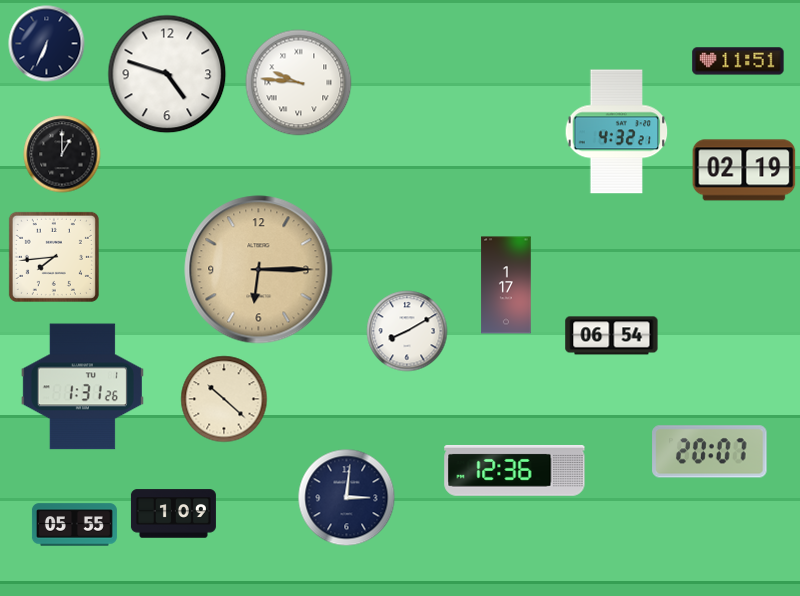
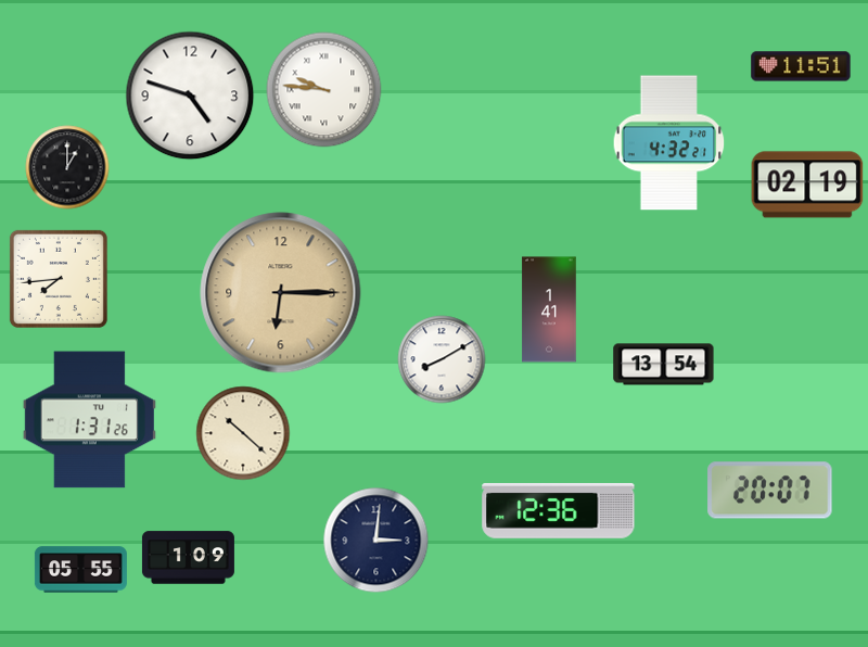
clock at (47, 44): 6:34 -> none
clock at (167, 74) position: (167, 74) -> (190, 96)
clock at (506, 285): 1:17 -> 1:41
clock at (612, 336): 06:54 -> 13:54
